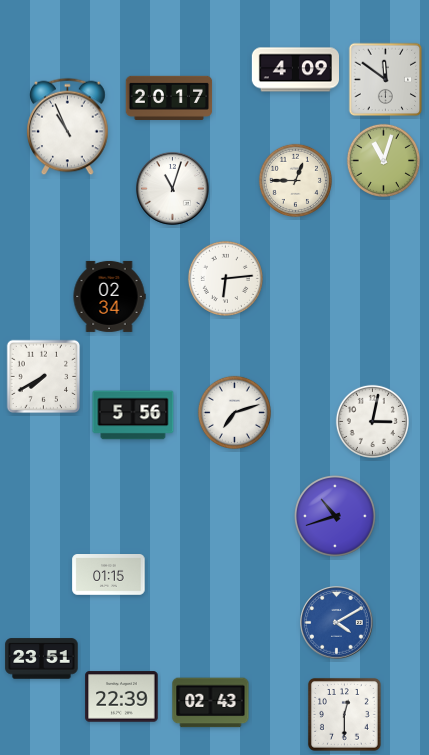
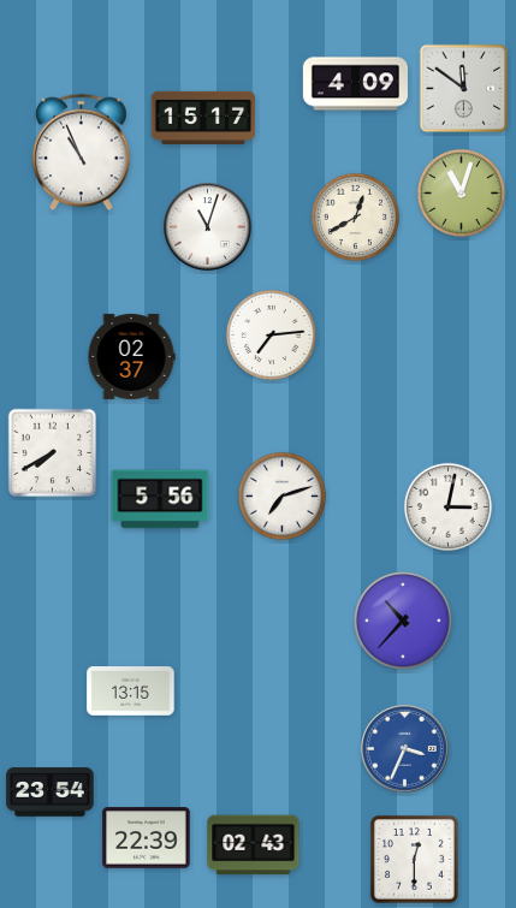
clock at (386, 80) position: (386, 80) -> (464, 89)
clock at (169, 98): 20:17 -> 15:17
clock at (295, 180): 12:45 -> 12:40
clock at (225, 278): 6:14 -> 7:14
clock at (109, 296): 02:34 -> 02:37
clock at (336, 517): 10:42 -> 10:37
clock at (109, 575): 01:15 -> 13:15
clock at (337, 623): 4:10 -> 3:34
clock at (42, 659): 23:51 -> 23:54
